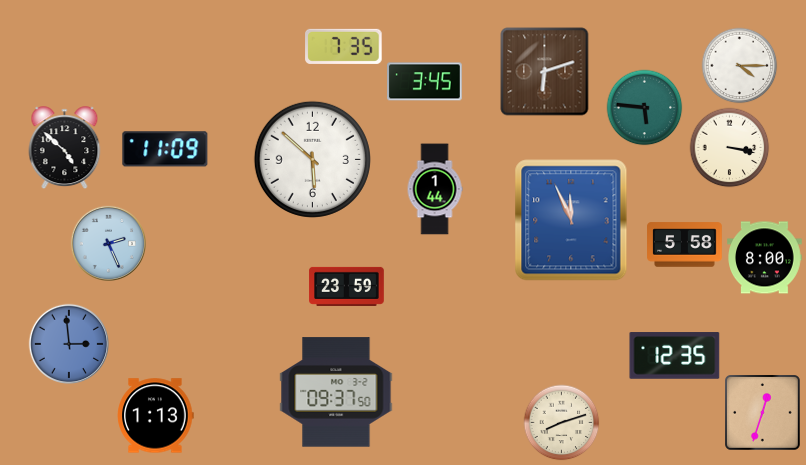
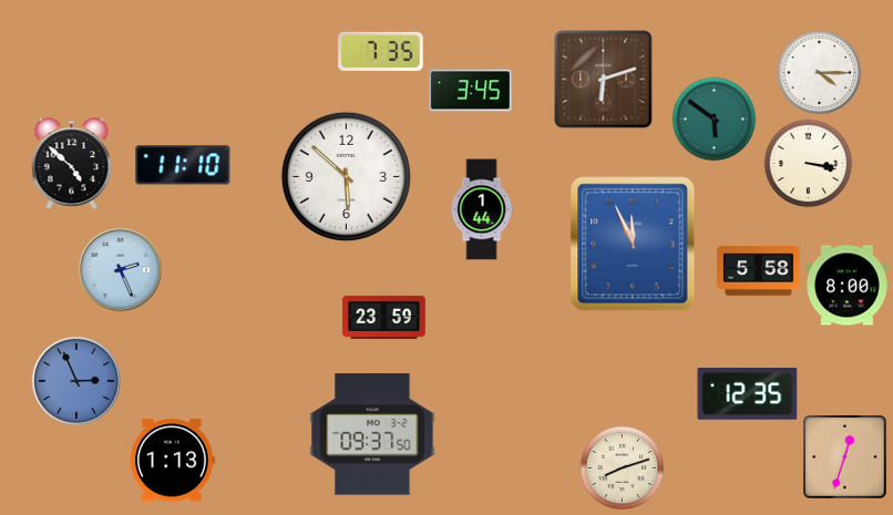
clock at (645, 108): 5:46 -> 5:51
clock at (165, 149): 11:09 -> 11:10
clock at (68, 343): 2:59 -> 2:56
